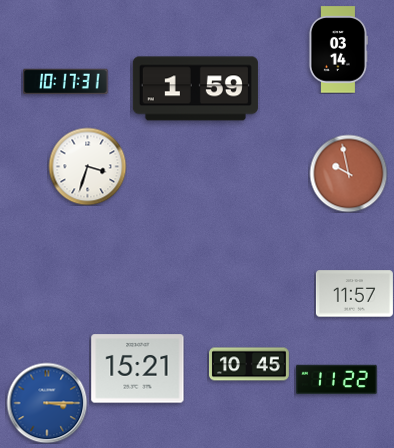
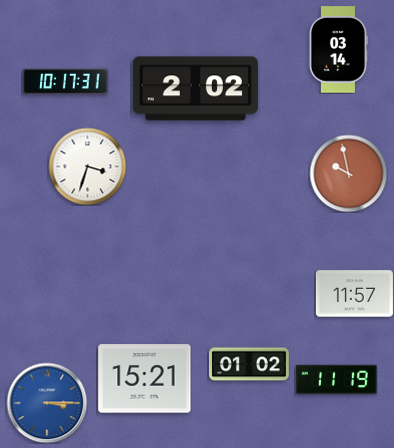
clock at (195, 89): 1:59 -> 2:02
clock at (250, 364): 10:45 -> 01:02
clock at (138, 369) position: (138, 369) -> (145, 379)
clock at (337, 380): 11:22 -> 11:19
